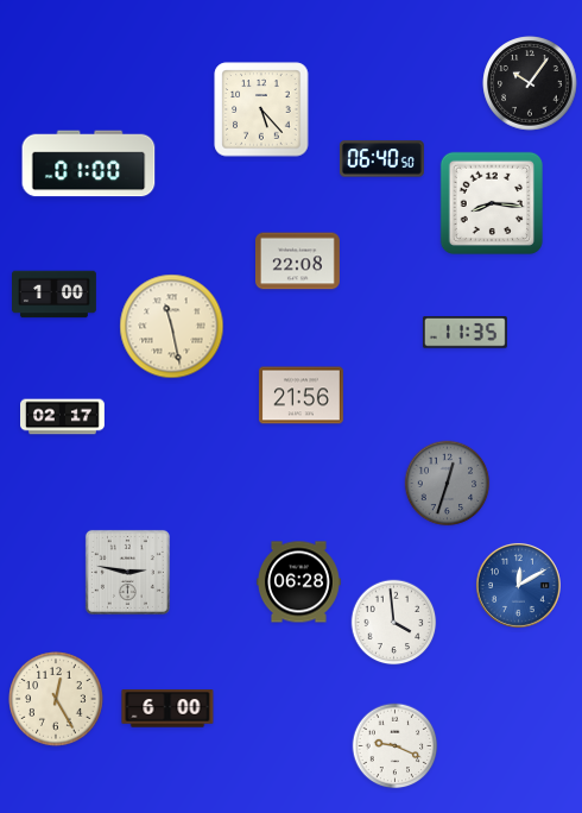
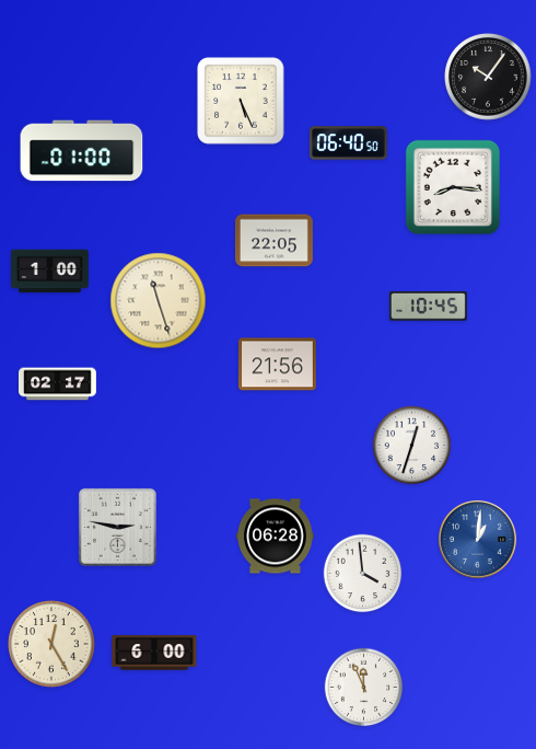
clock at (261, 109): 5:23 -> 5:26
clock at (381, 159) position: (381, 159) -> (348, 143)
clock at (298, 261): 22:08 -> 22:05
clock at (172, 327): 11:28 -> 11:27
clock at (464, 333): 11:35 -> 10:45
clock at (448, 484) dial: grey -> white
clock at (518, 585): 12:10 -> 1:01
clock at (396, 746): 9:19 -> 11:56
